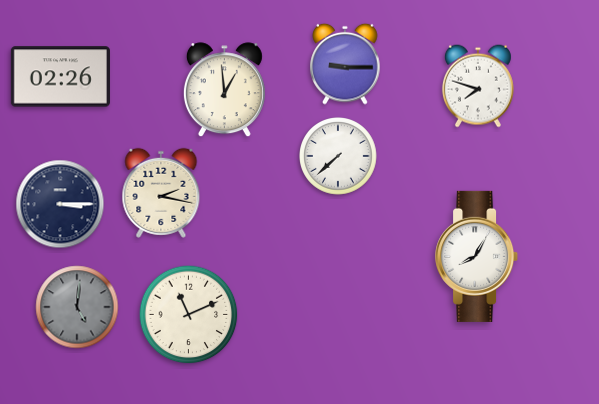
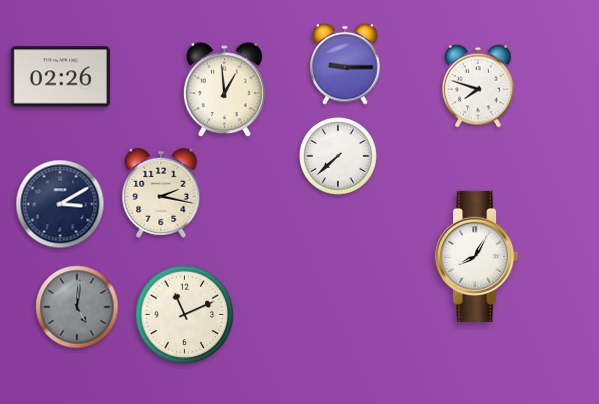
clock at (60, 204): 3:15 -> 3:10
clock at (189, 315) position: (189, 315) -> (185, 315)
